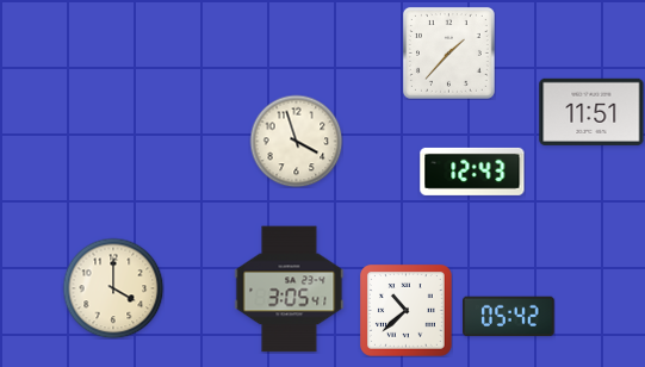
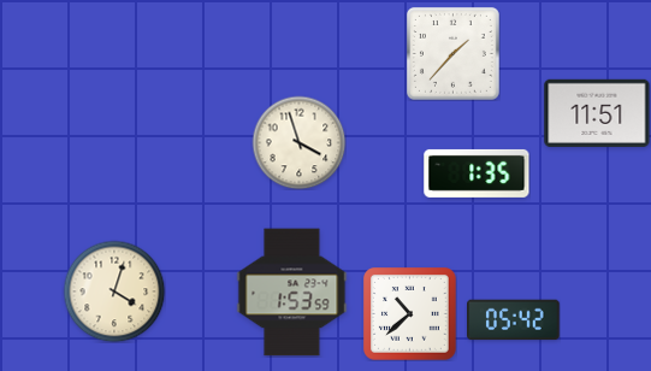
clock at (472, 172): 12:43 -> 1:35
clock at (113, 288): 4:00 -> 4:03
clock at (290, 290): 3:05 -> 1:53
